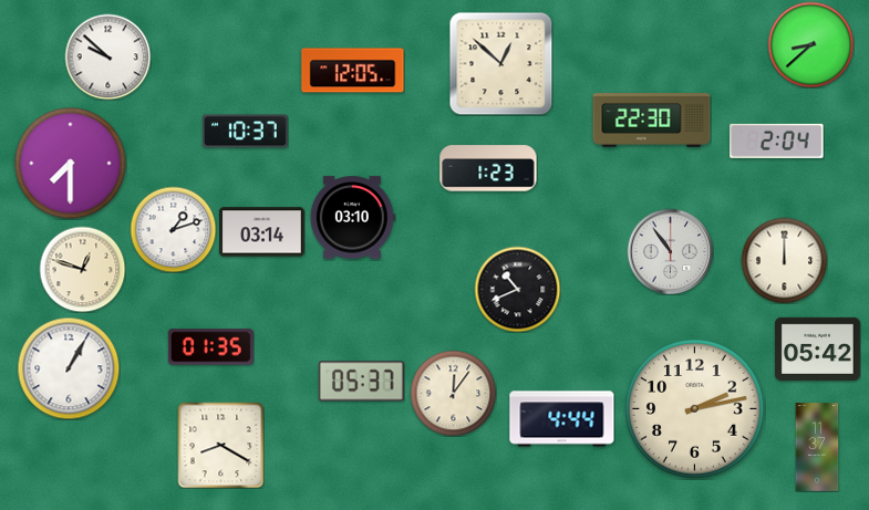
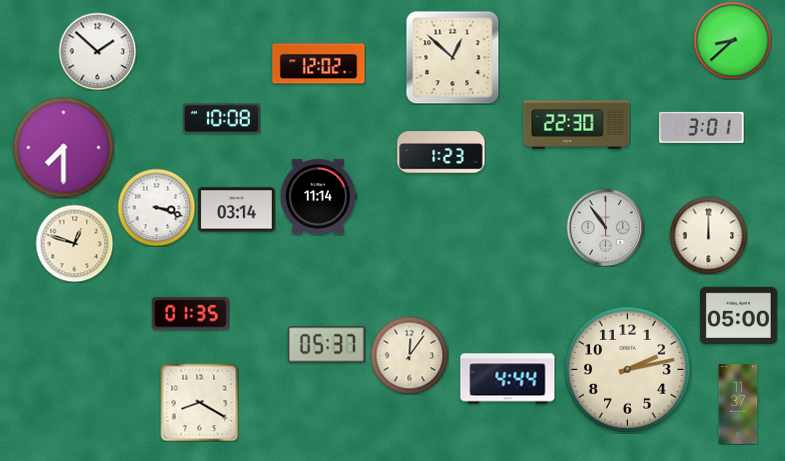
clock at (107, 56): 9:52 -> 1:52
clock at (353, 71): 12:05 -> 12:02
clock at (652, 121) position: (652, 121) -> (577, 125)
clock at (245, 132): 10:37 -> 10:08
clock at (777, 140): 2:04 -> 3:01
clock at (352, 218): 03:10 -> 11:14
clock at (173, 229): 1:12 -> 3:18
clock at (517, 289): 10:41 -> none
clock at (817, 348): 05:42 -> 05:00
clock at (69, 368): 1:05 -> none
